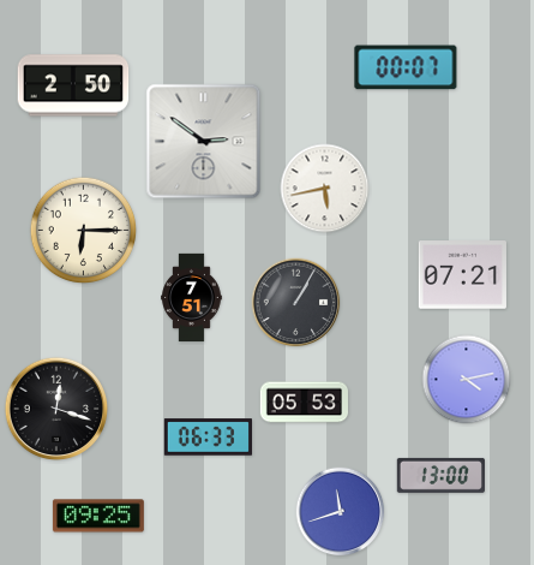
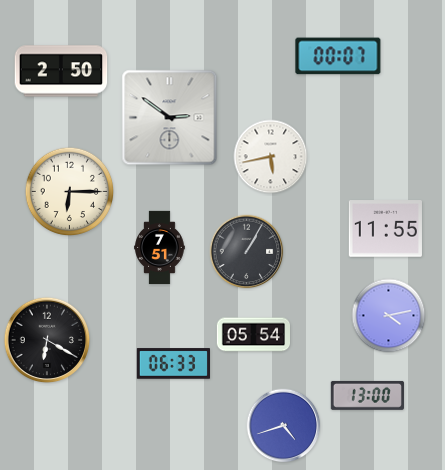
clock at (462, 275): 07:21 -> 11:55
clock at (304, 403): 05:53 -> 05:54
clock at (56, 409): 12:18 -> 6:20
clock at (341, 512): 11:42 -> 4:42
clock at (98, 516): 09:25 -> none
